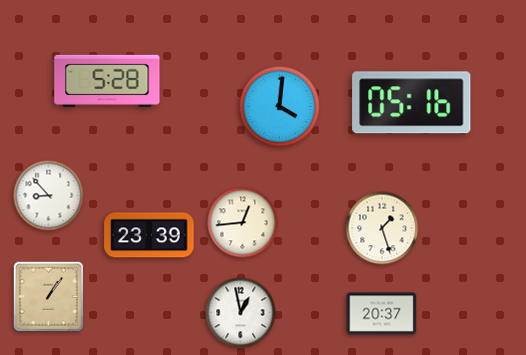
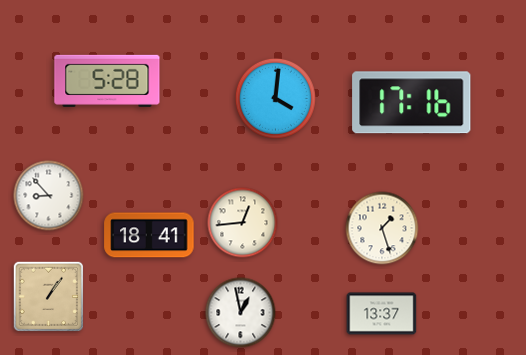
clock at (412, 103): 05:16 -> 17:16
clock at (279, 106) position: (279, 106) -> (275, 98)
clock at (149, 235): 23:39 -> 18:41
clock at (382, 314): 20:37 -> 13:37
